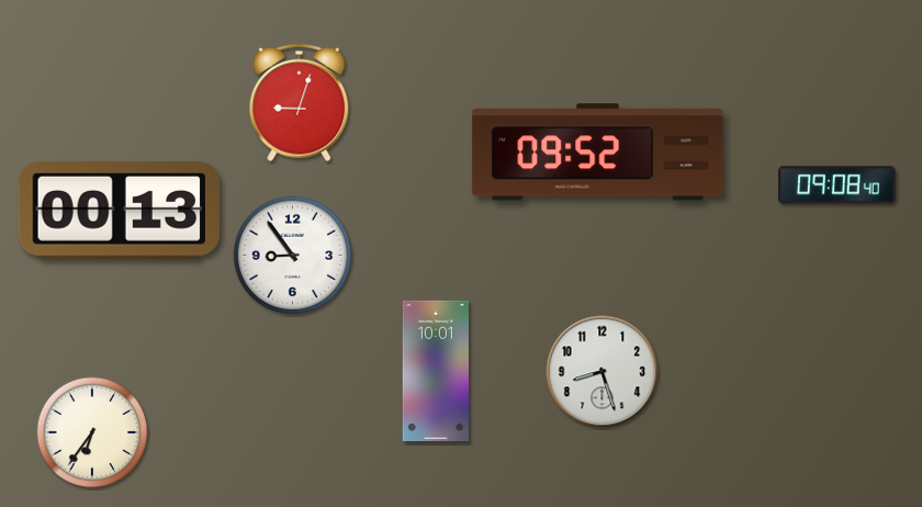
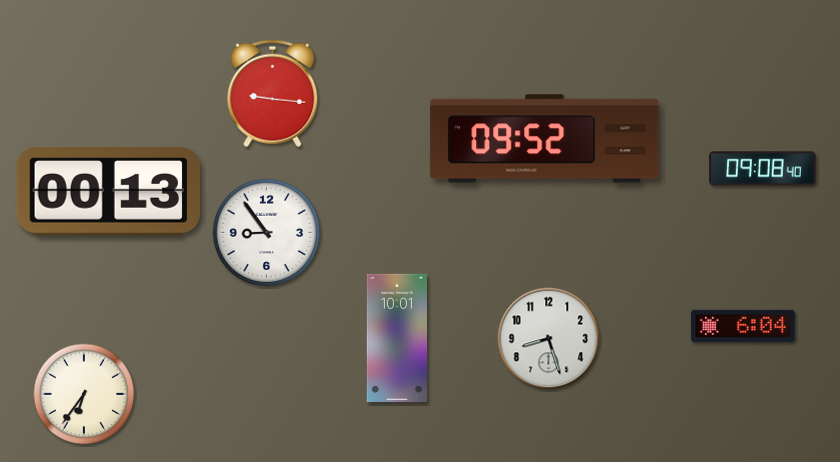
clock at (300, 103): 9:03 -> 9:16
clock at (743, 326): none -> 6:04
